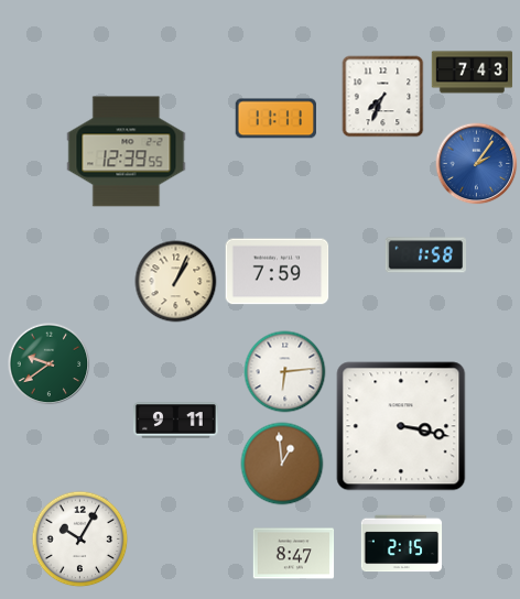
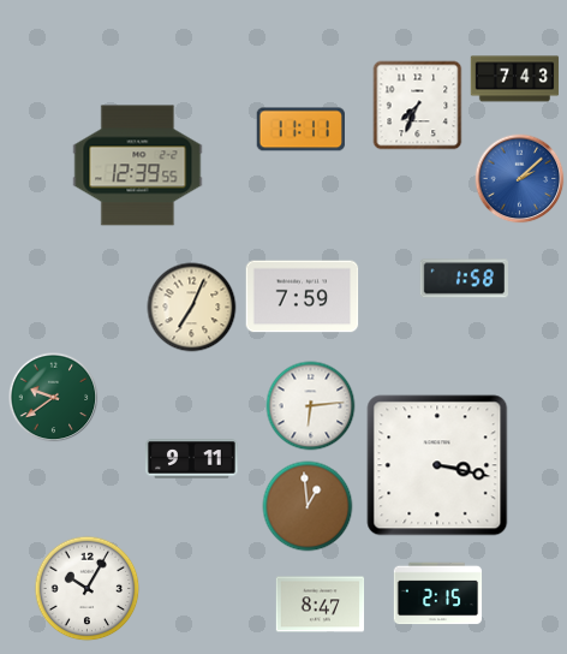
clock at (477, 164): 2:06 -> 2:08
clock at (176, 282): 1:04 -> 7:04
